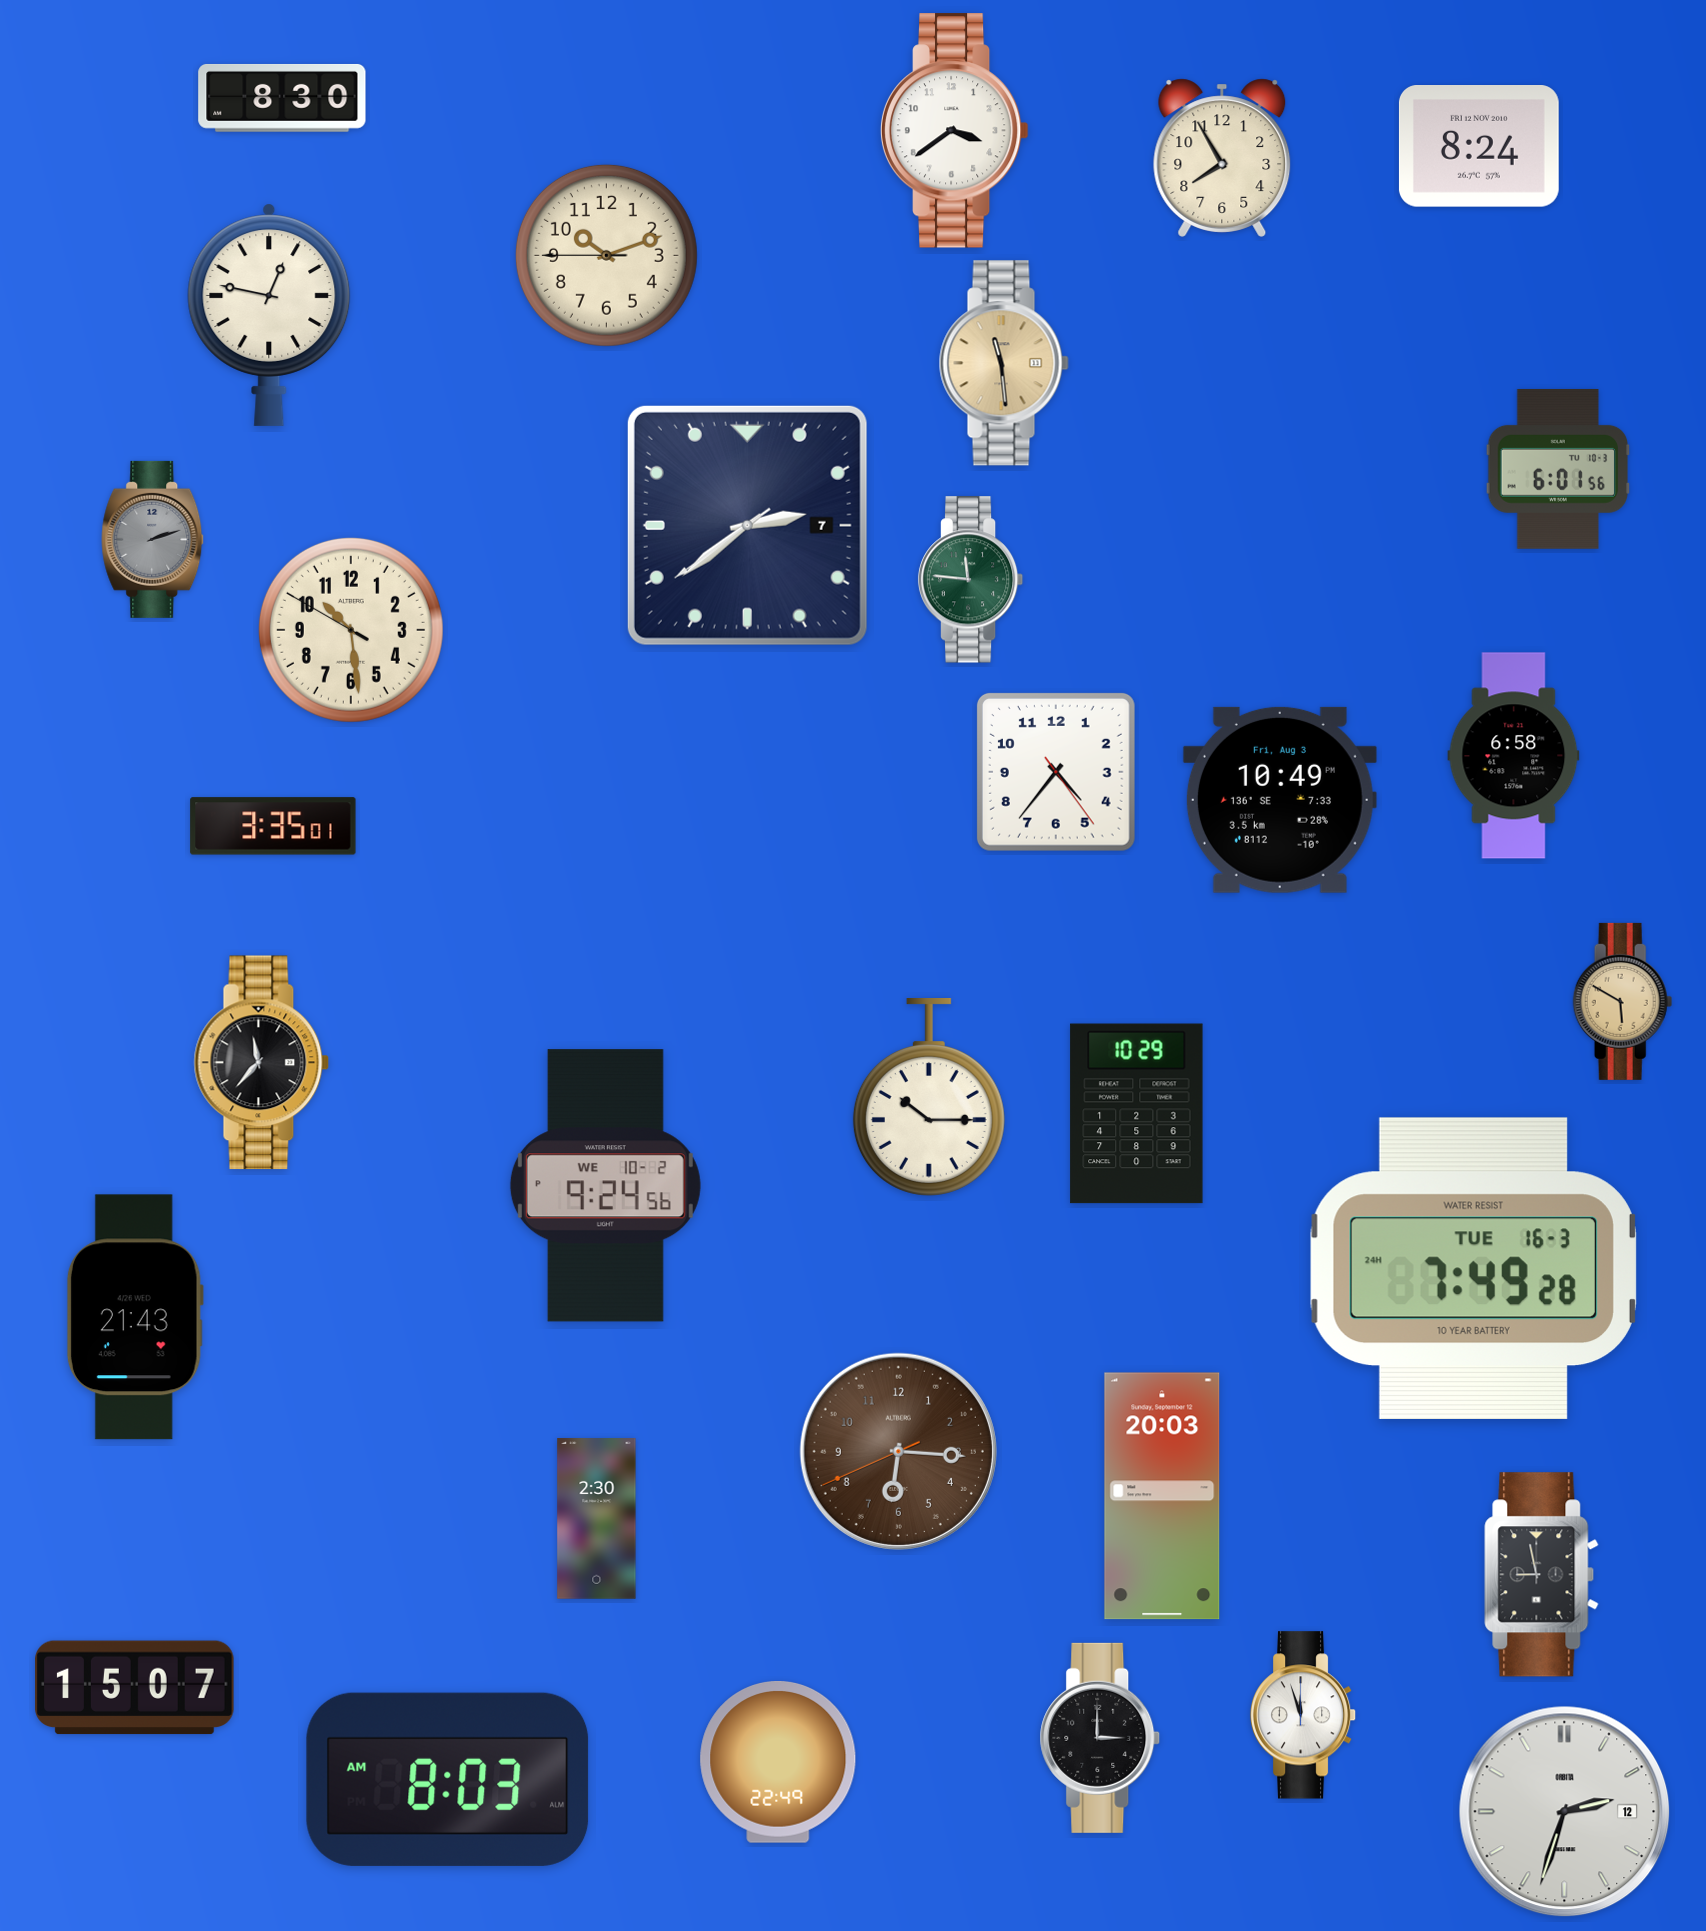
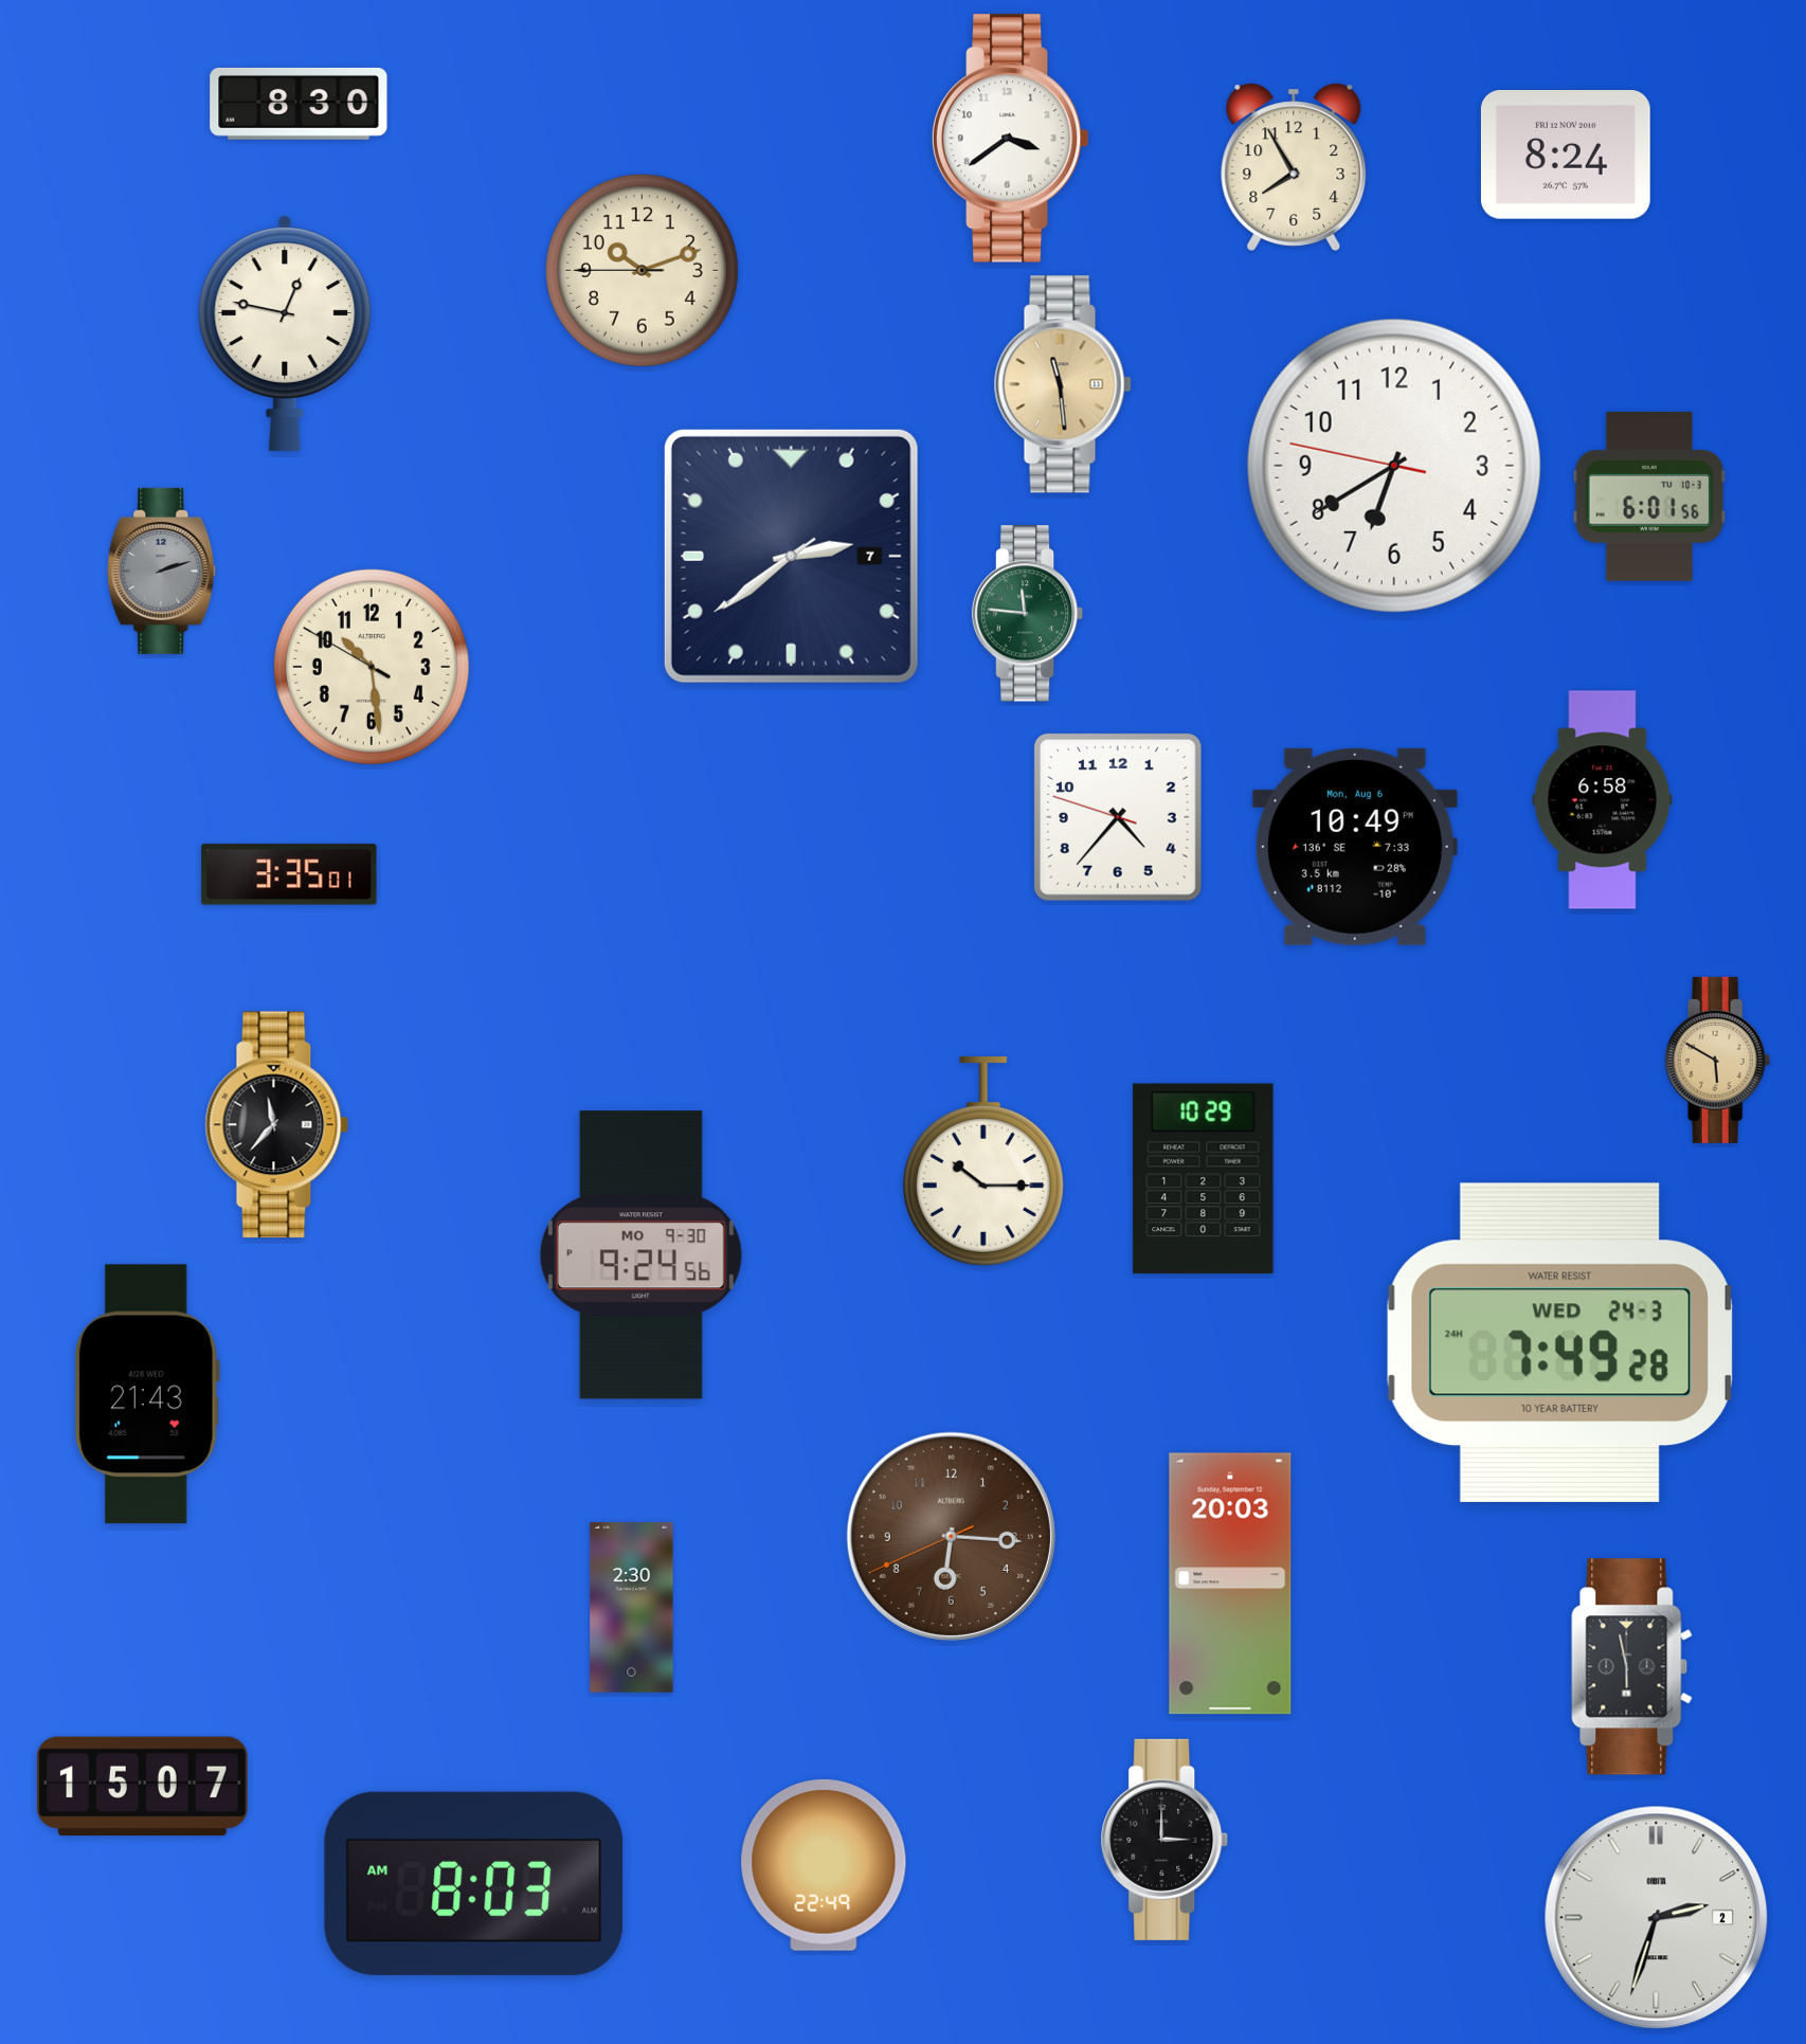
clock at (1394, 466): none -> 6:39
clock at (1056, 772): 4:36:24 -> 4:36:48
clock at (1280, 800) date: Fri, Aug 3 -> Mon, Aug 6
clock at (605, 1186) date: WE 10-2 -> MO 9-30
clock at (1473, 1268) date: TUE 16-3 -> WED 24-3
clock at (135, 1317) position: (135, 1317) -> (147, 1394)
clock at (1542, 1575): 8:58 -> 5:58
clock at (1303, 1715): 11:57 -> none
clock at (1565, 1812) date: 12 -> 2
